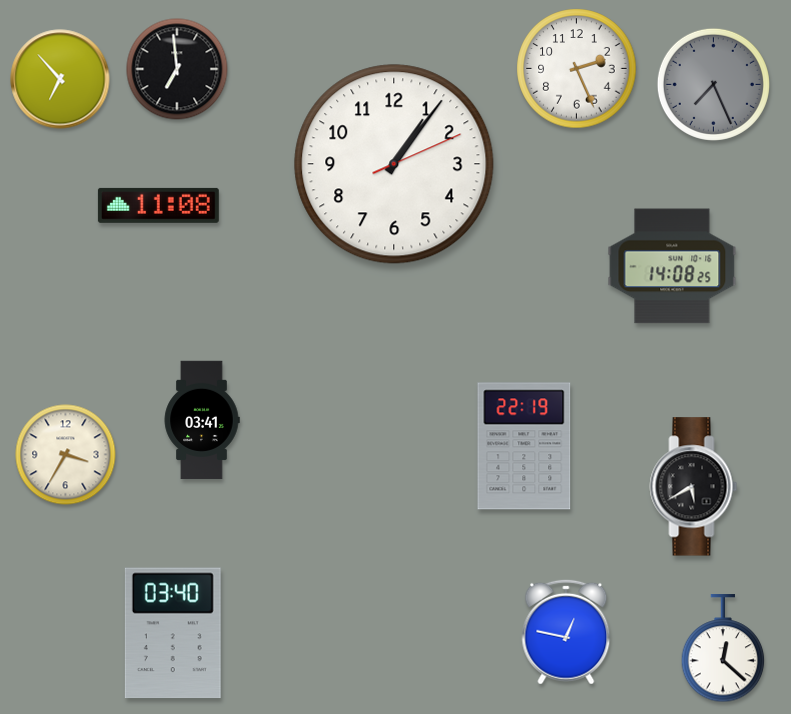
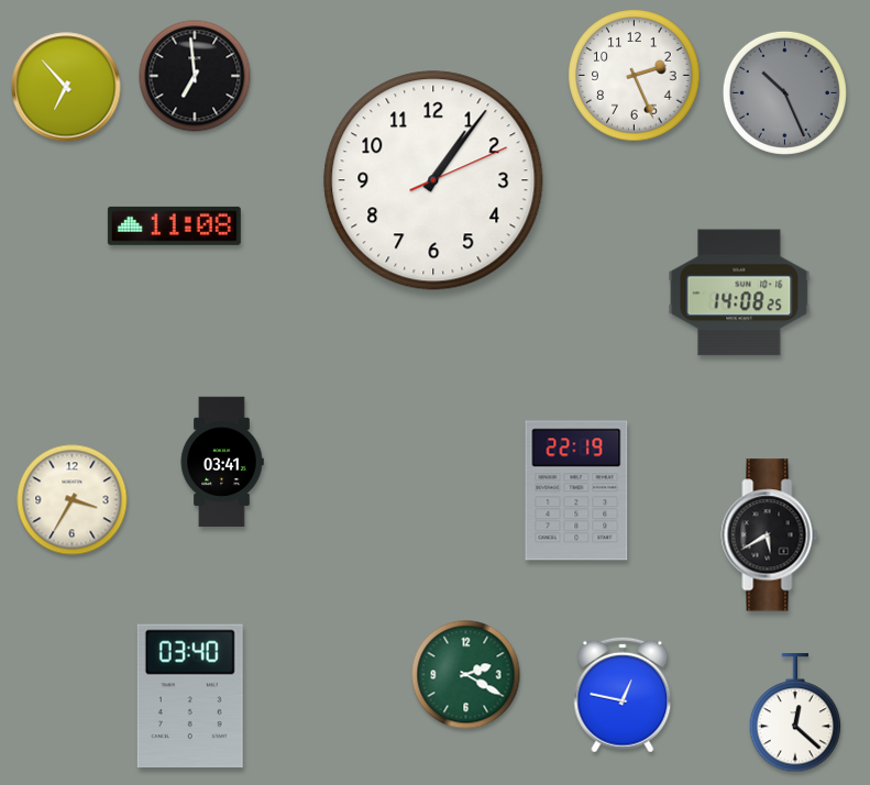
clock at (713, 84): 7:26 -> 10:26
clock at (694, 487) position: (694, 487) -> (770, 535)
clock at (466, 675): none -> 2:20
